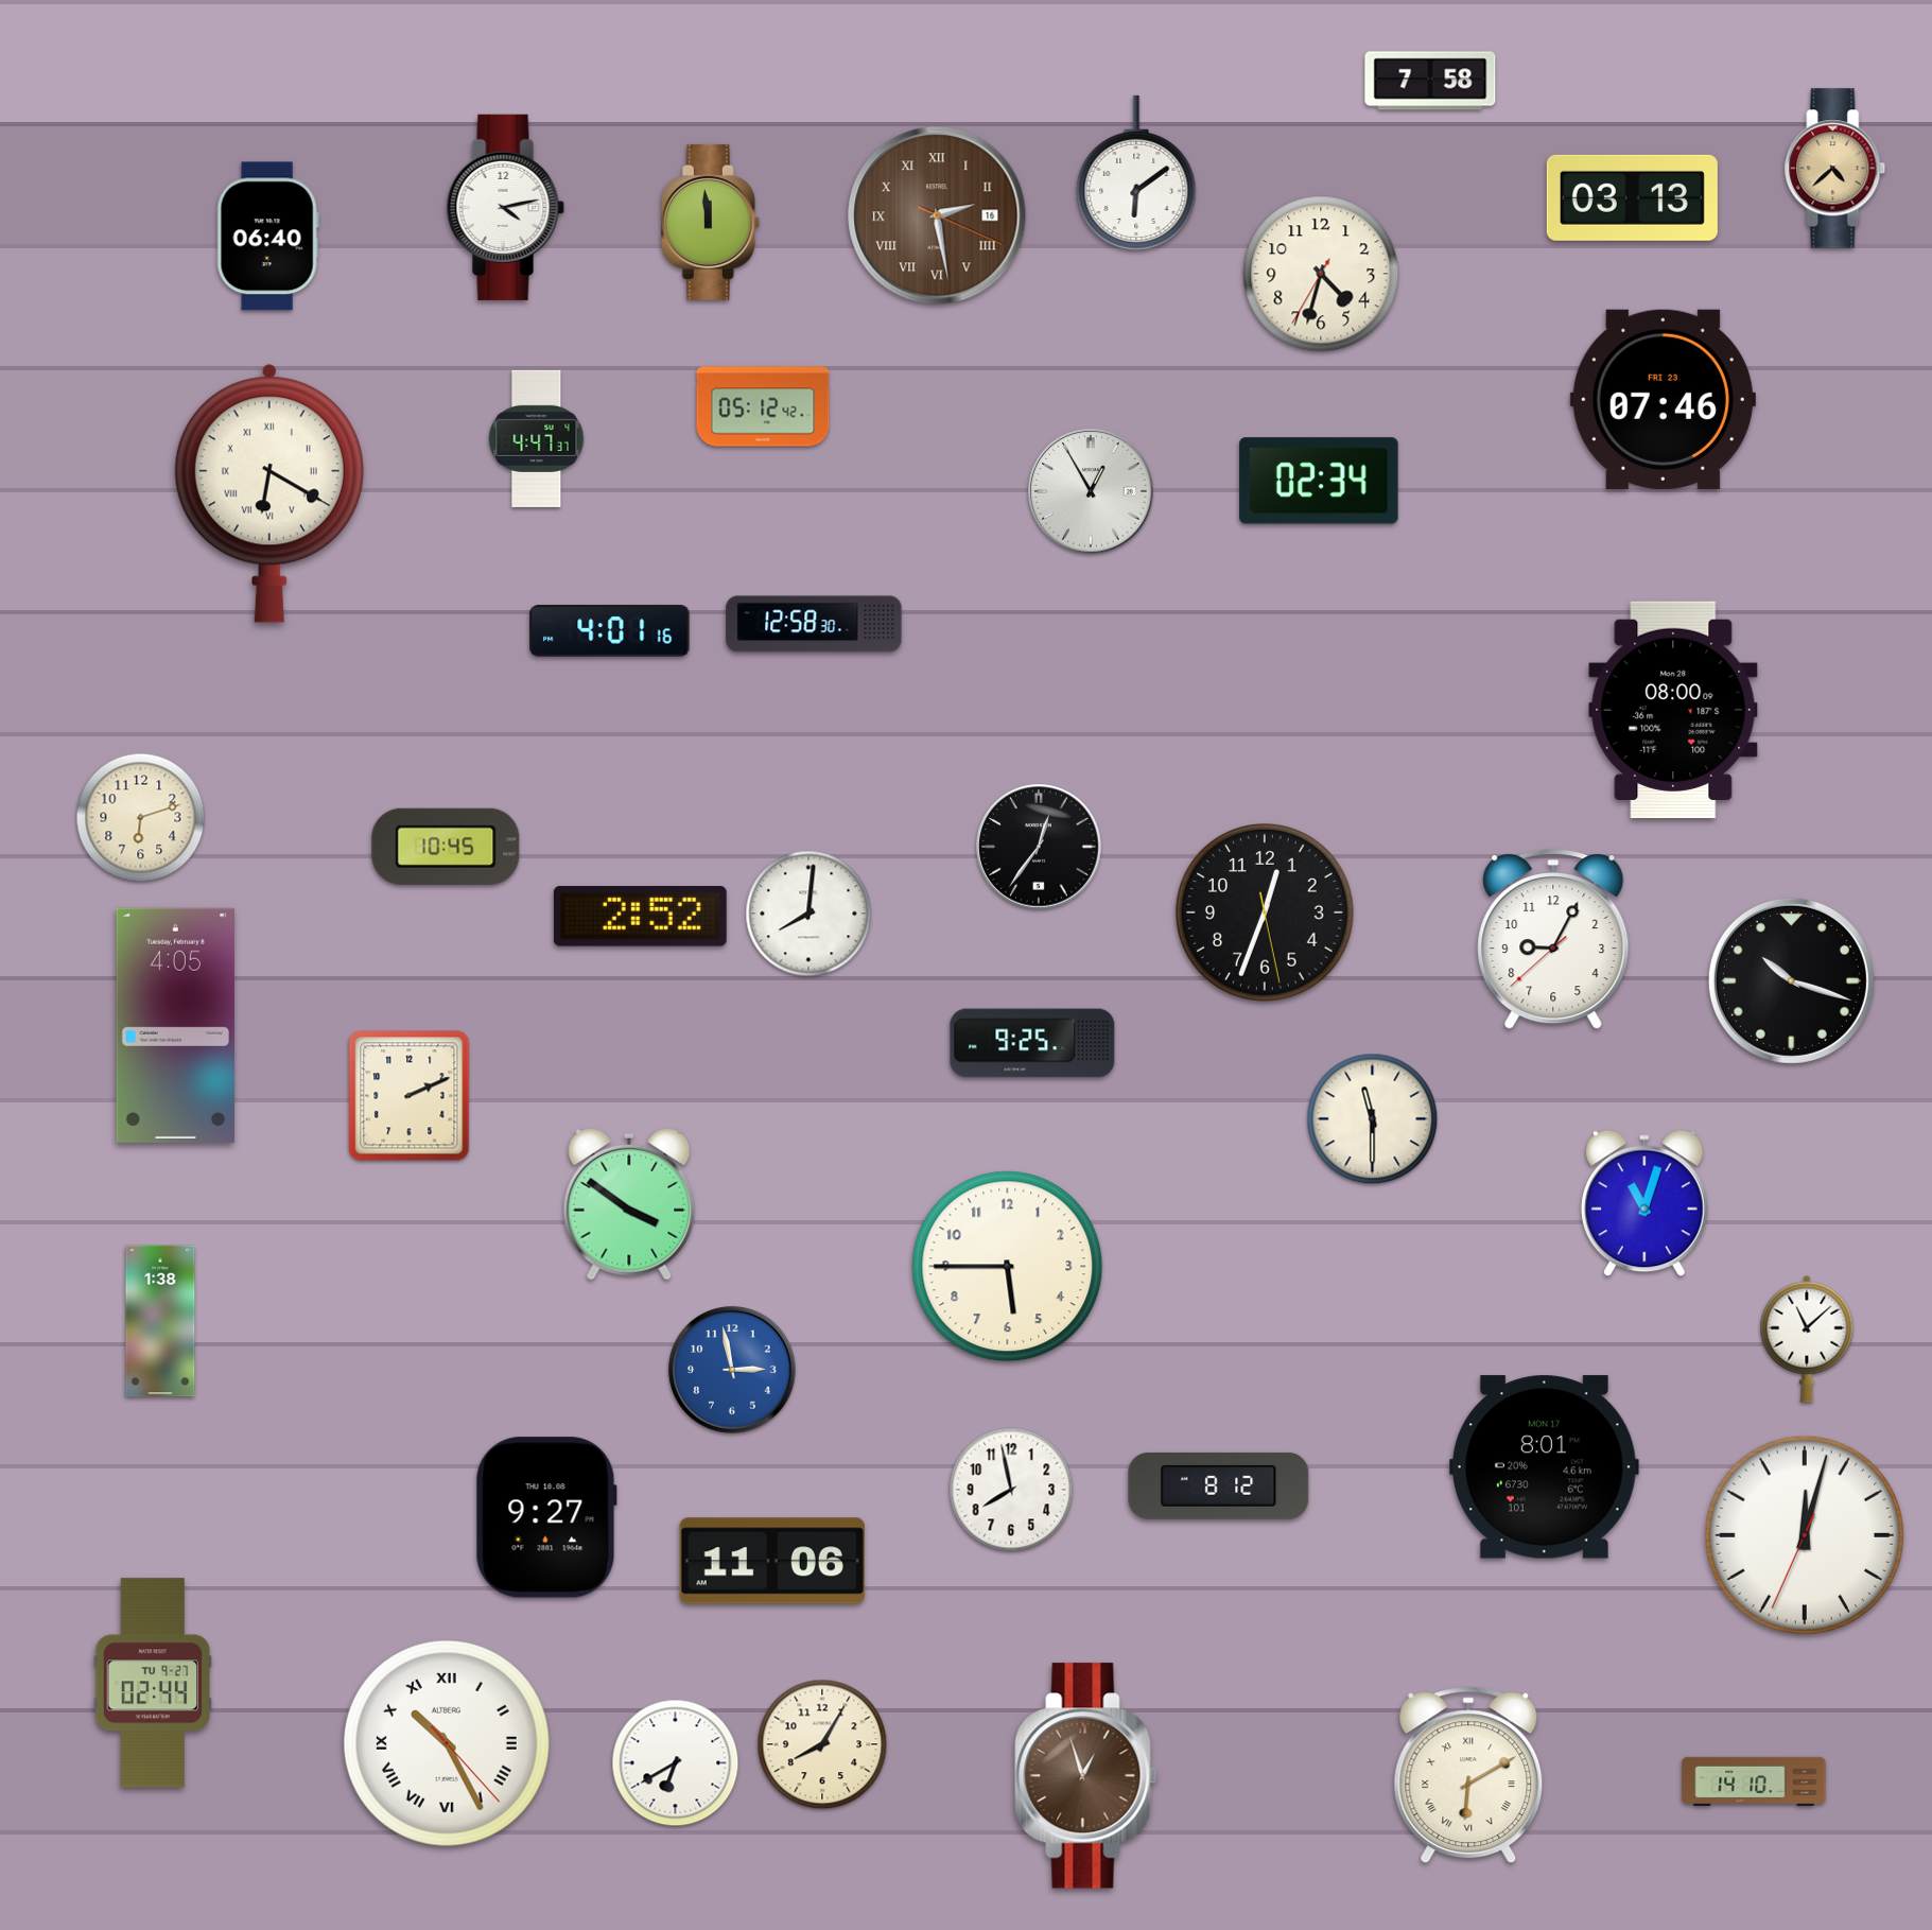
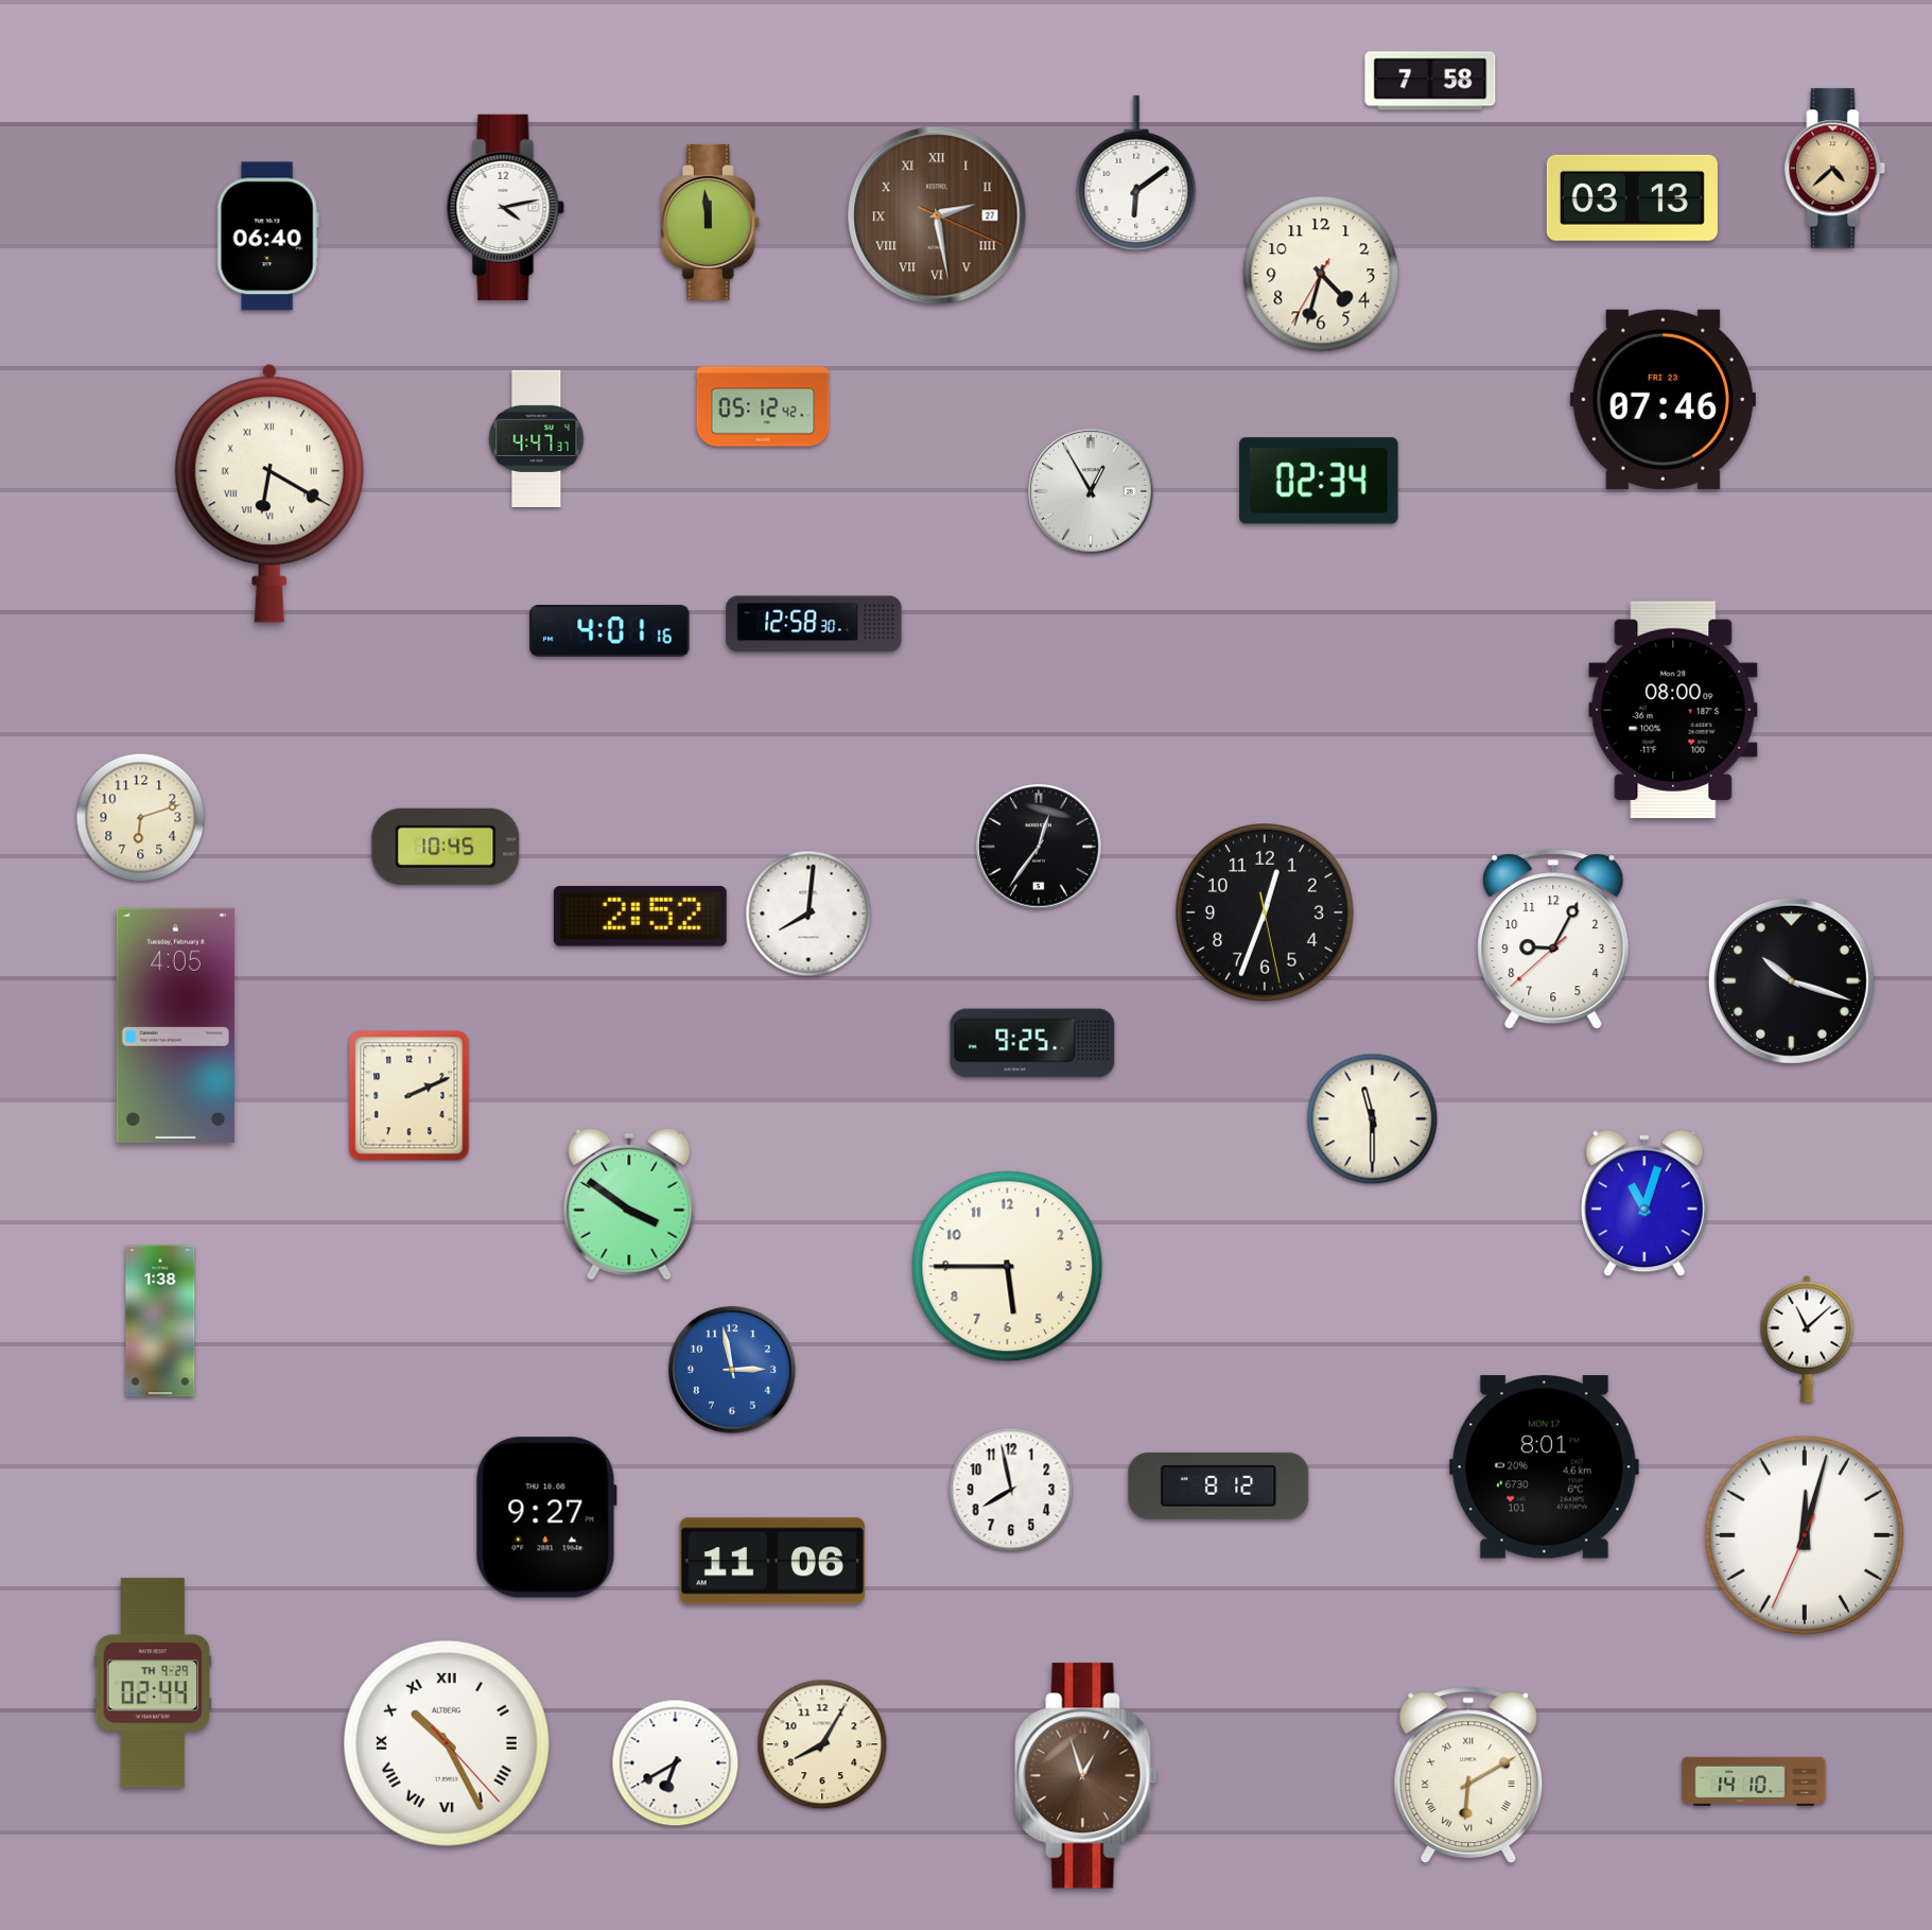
clock at (937, 215) date: 16 -> 27
clock at (153, 1683) date: TU 9-27 -> TH 9-29
